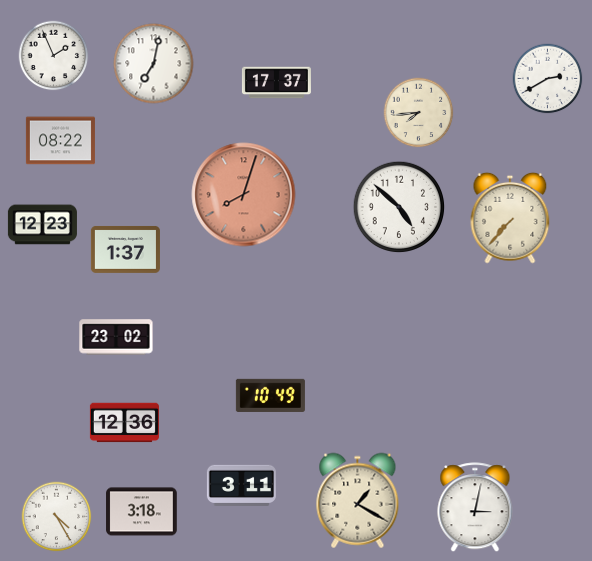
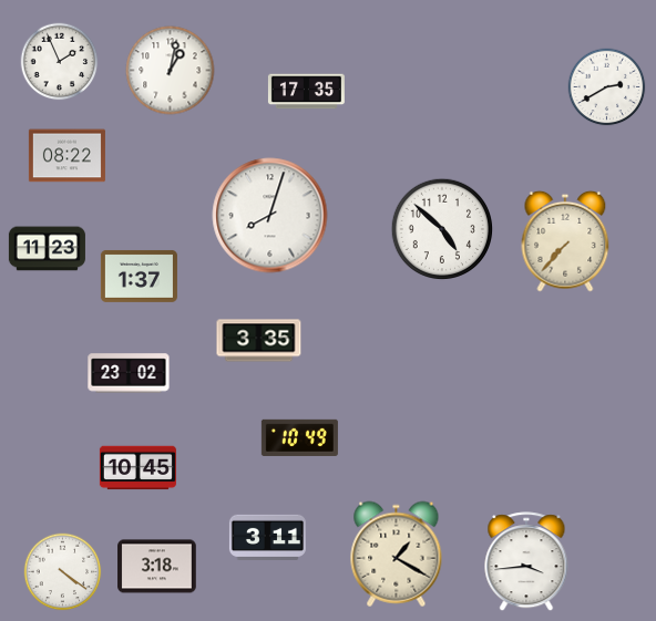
clock at (154, 64): 7:02 -> 1:02
clock at (276, 83): 17:37 -> 17:35
clock at (419, 113): 7:44 -> none
clock at (244, 195) dial: salmon -> white
clock at (42, 225): 12:23 -> 11:23
clock at (259, 341): none -> 3:35
clock at (124, 423): 12:36 -> 10:45
clock at (475, 508): 3:02 -> 3:44
clock at (57, 517): 4:25 -> 4:21
